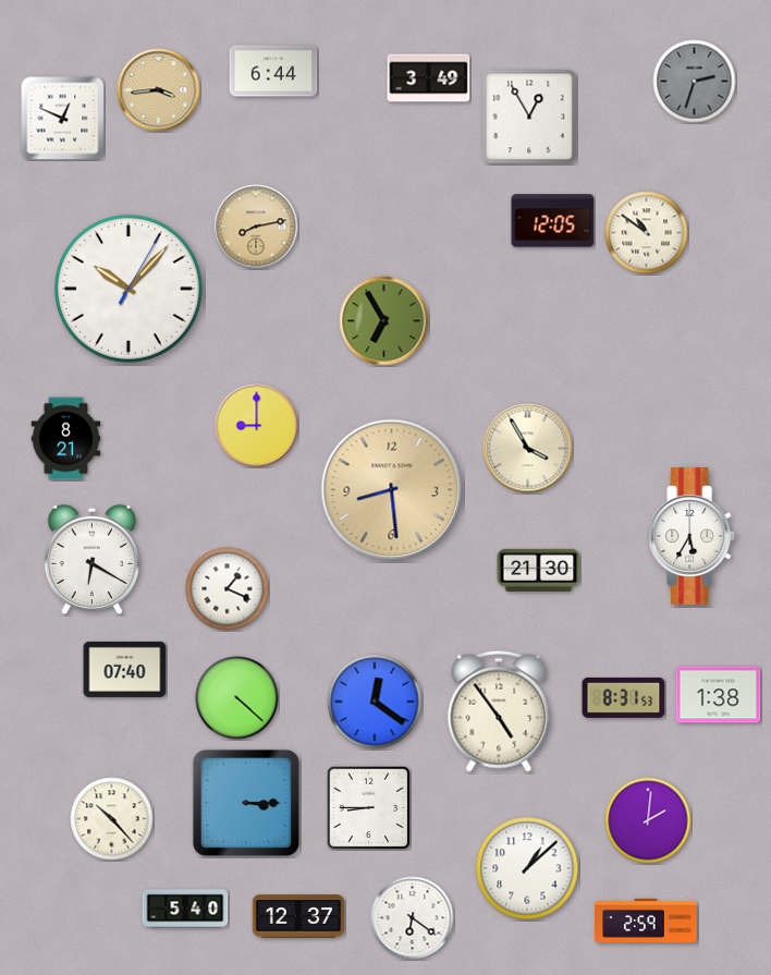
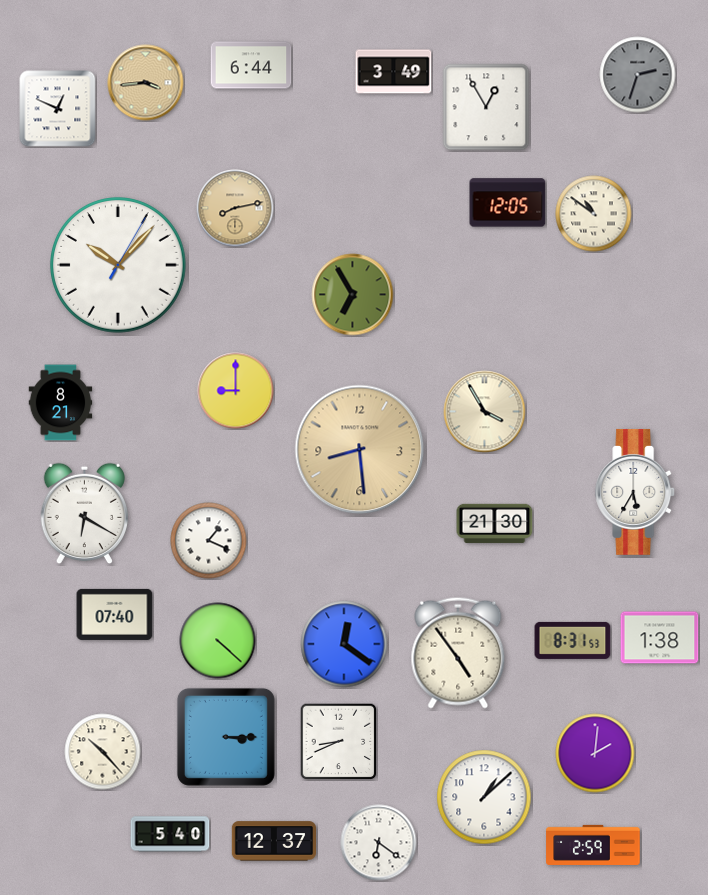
clock at (368, 807): 8:45 -> 8:41
